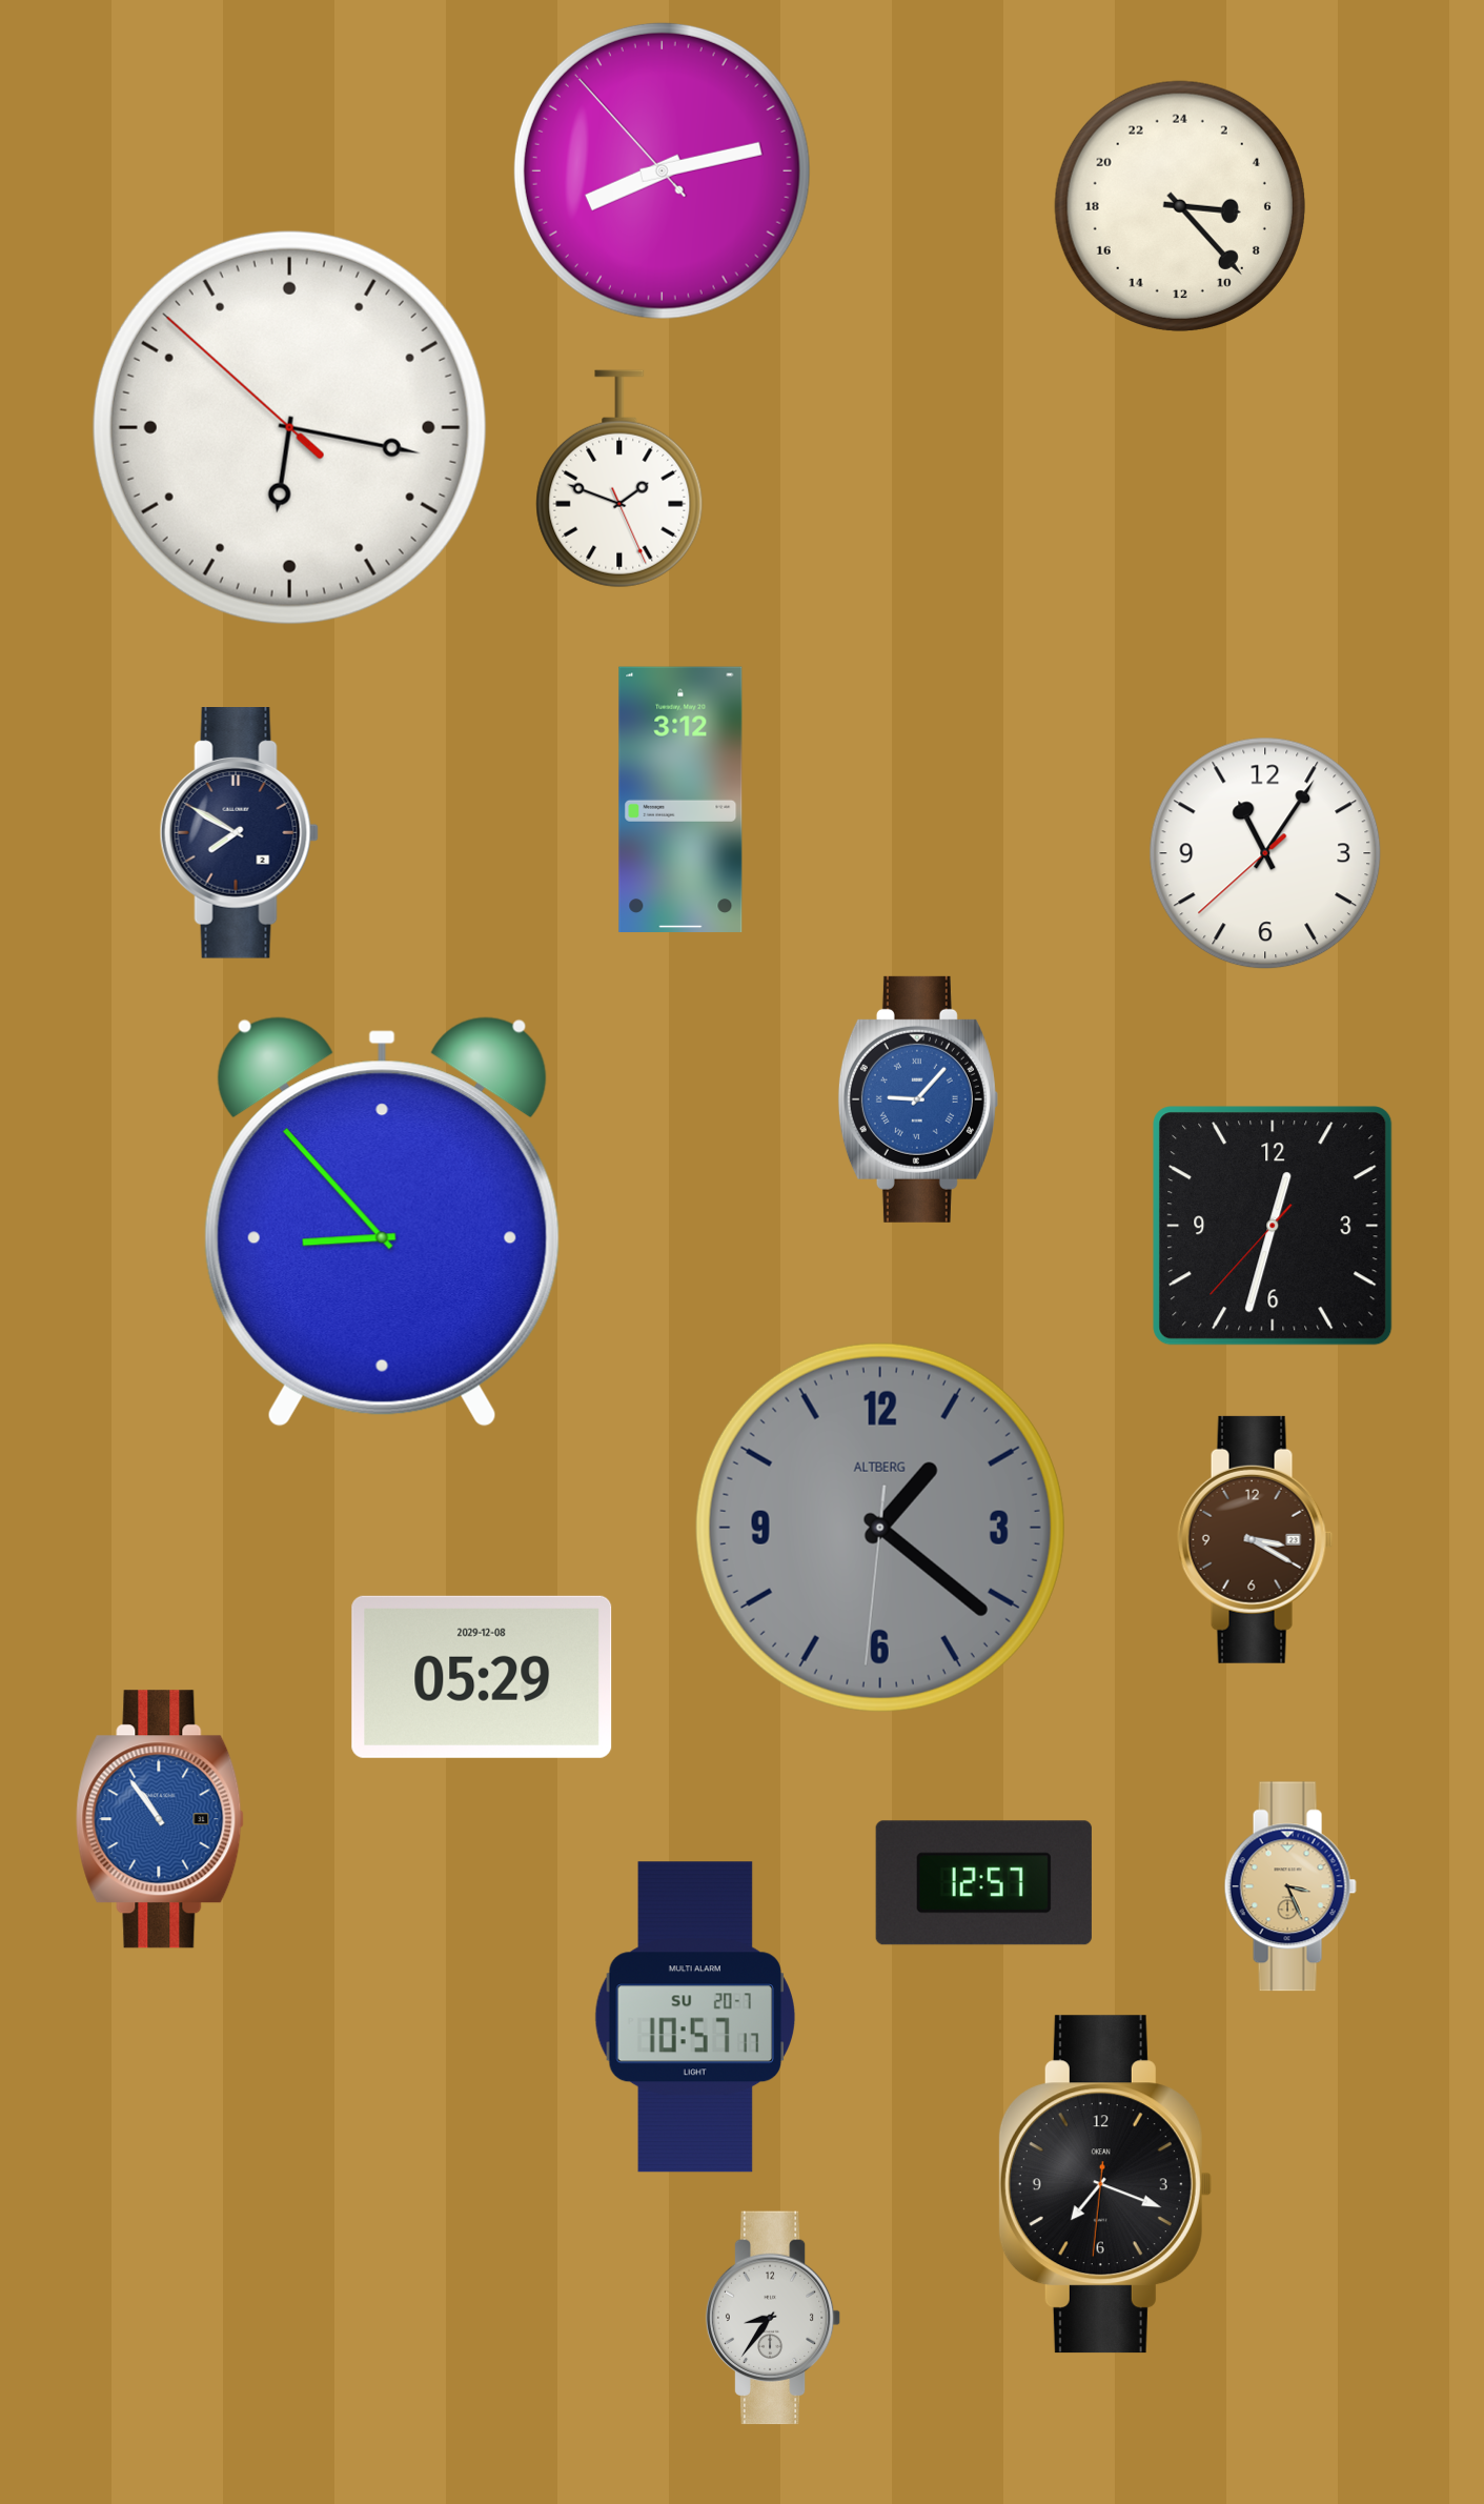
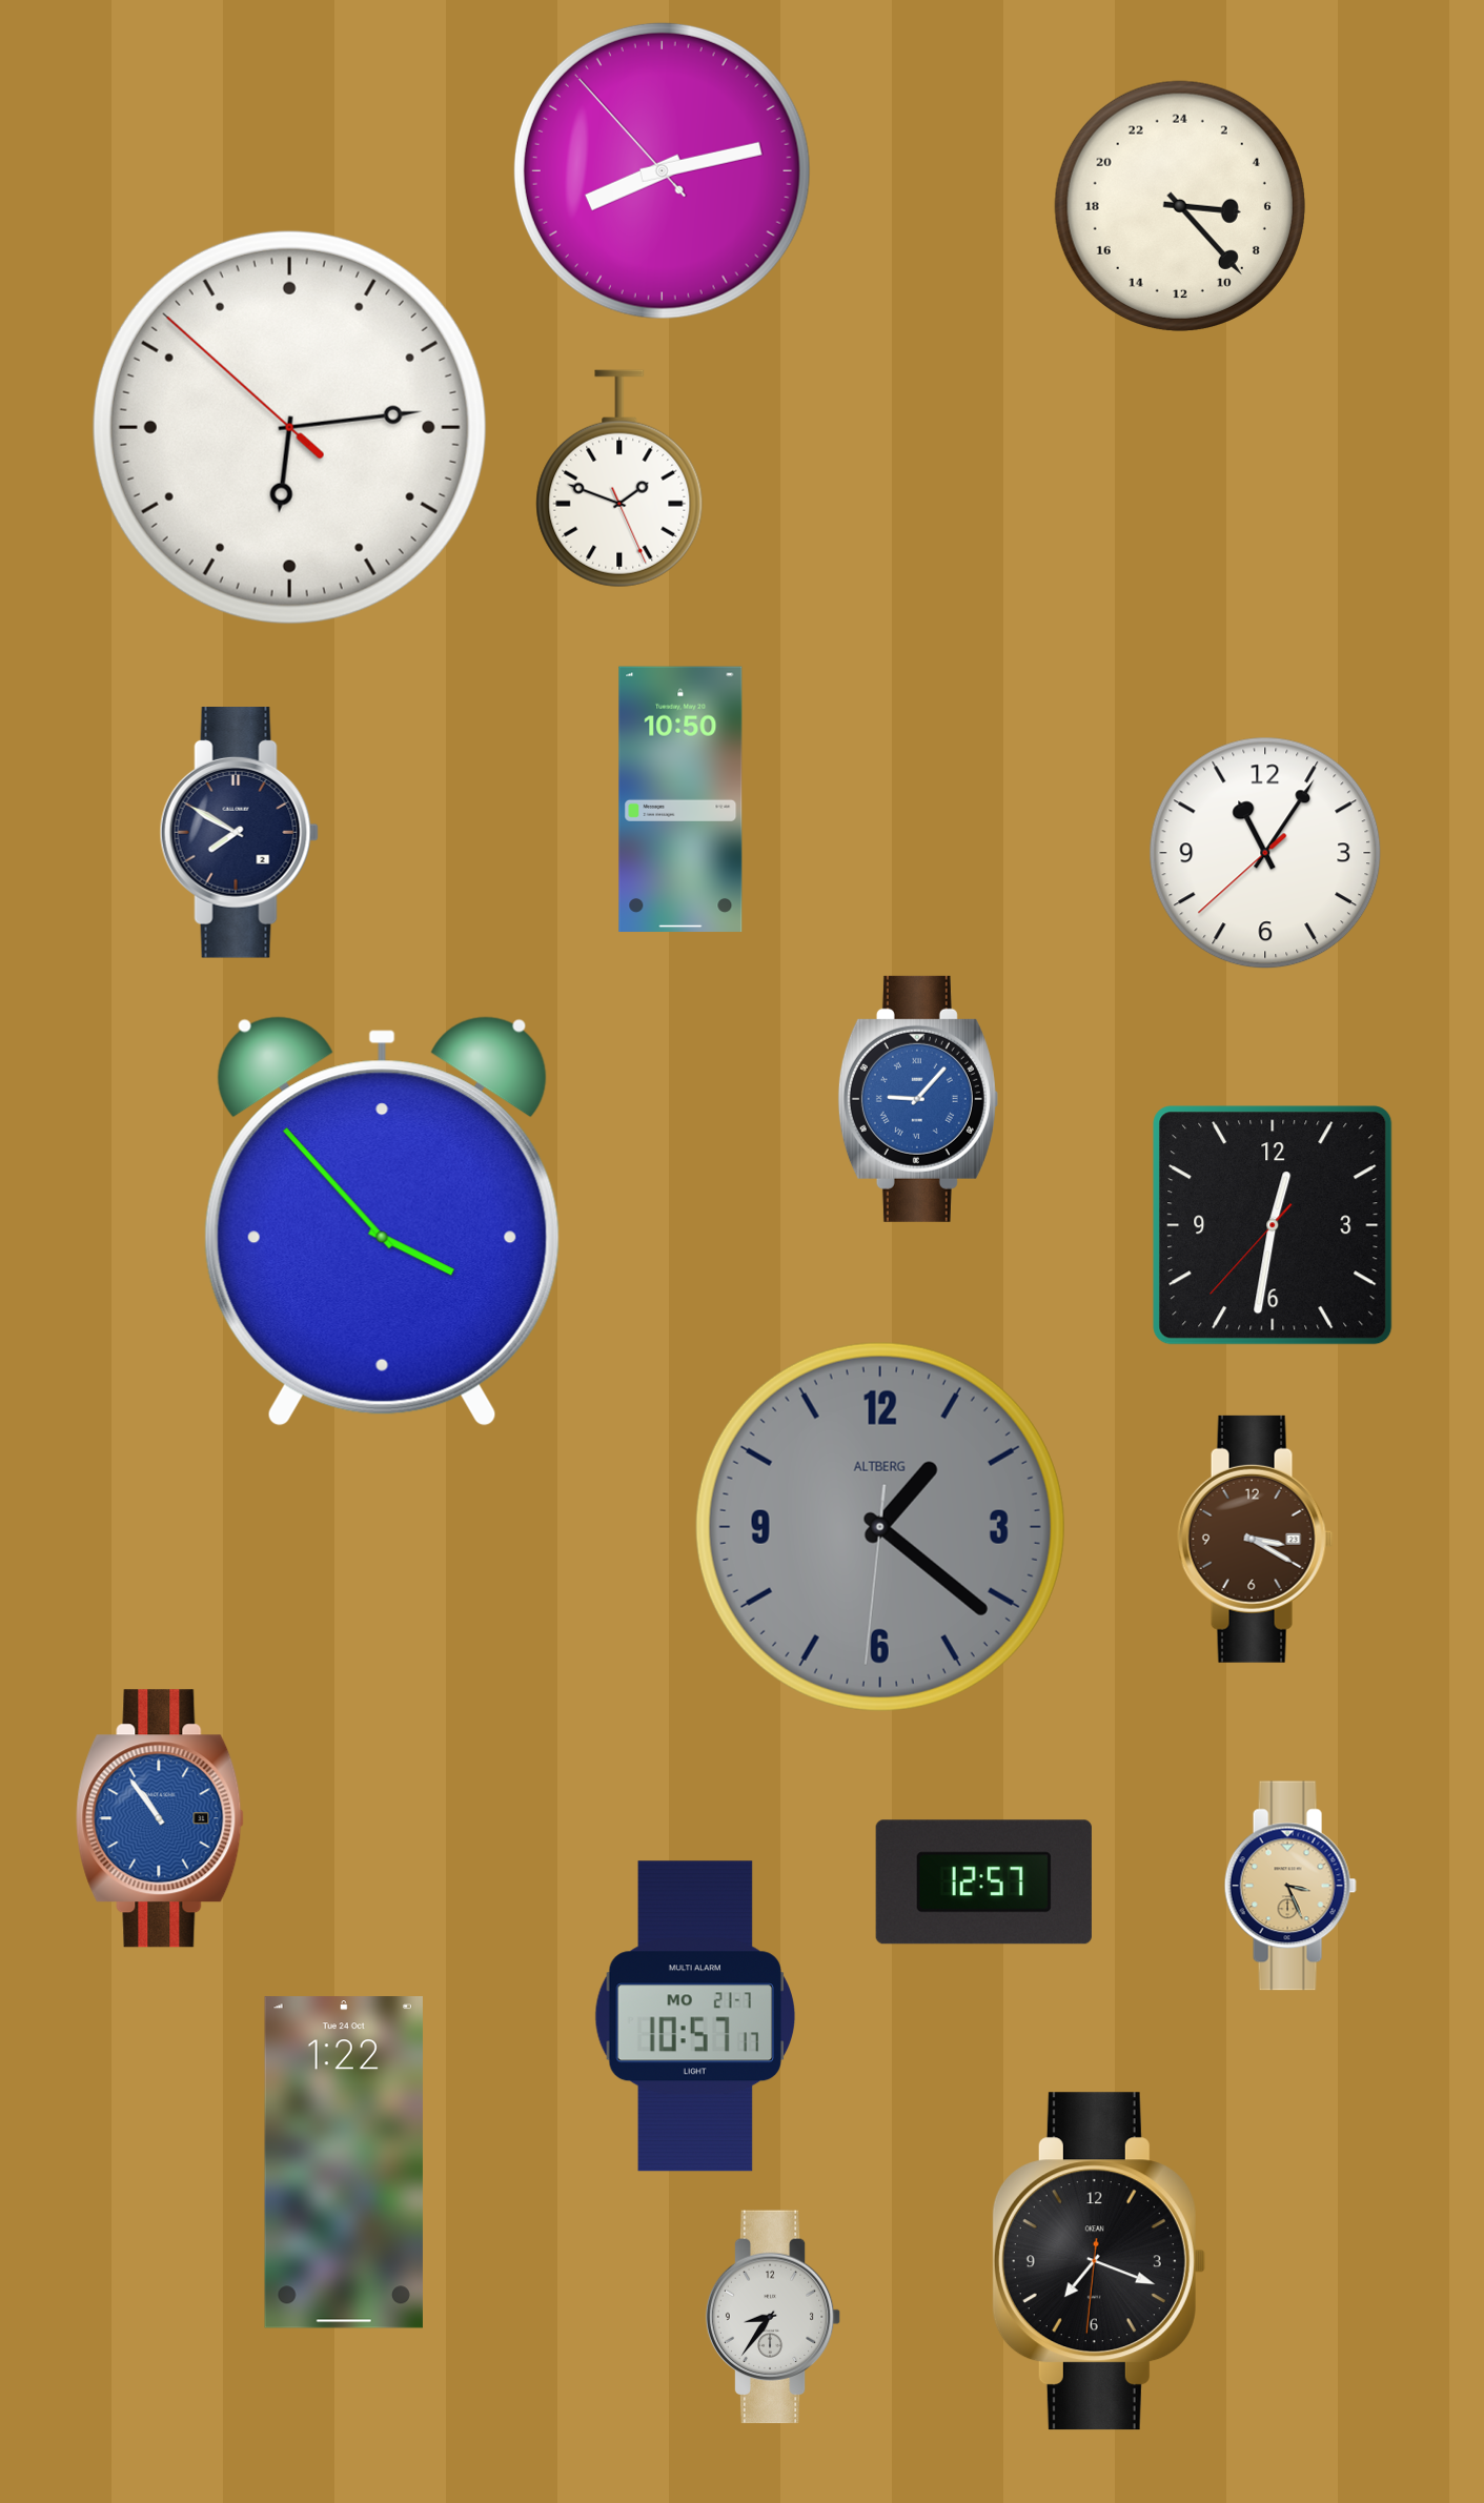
clock at (289, 427): 6:16 -> 6:13
clock at (680, 800): 3:12 -> 10:50
clock at (382, 1221): 8:53 -> 3:53
clock at (1273, 1226): 12:32 -> 12:31
clock at (482, 1677): 05:29 -> none
clock at (694, 2017) date: SU 20-7 -> MO 21-7
clock at (344, 2162): none -> 1:22
clock at (1104, 2184) position: (1104, 2184) -> (1098, 2261)
